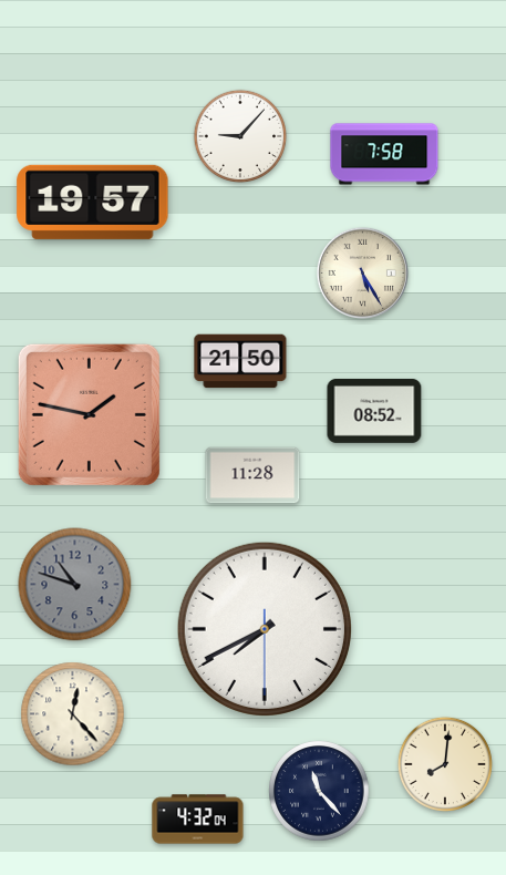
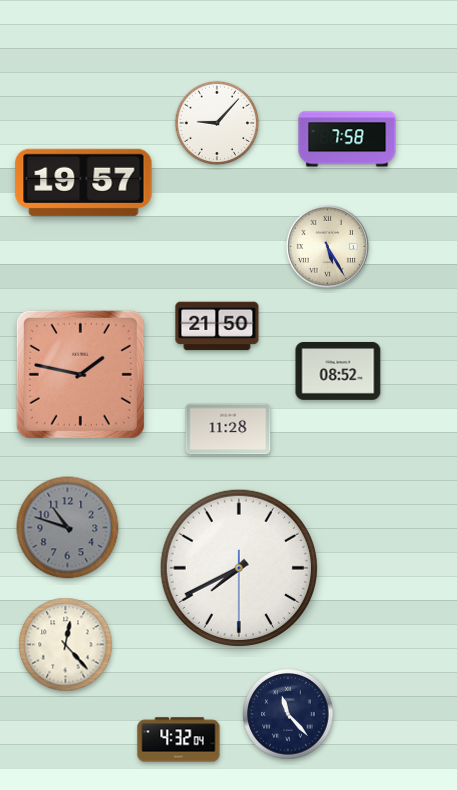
clock at (445, 764): 8:01 -> none
